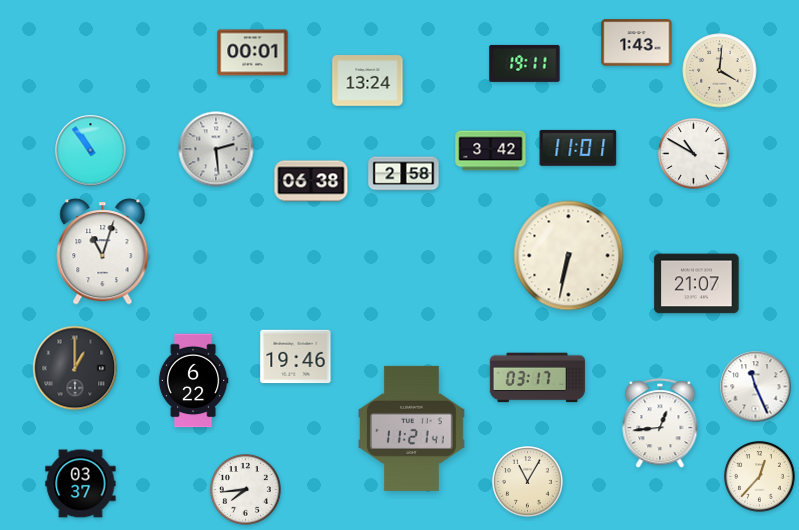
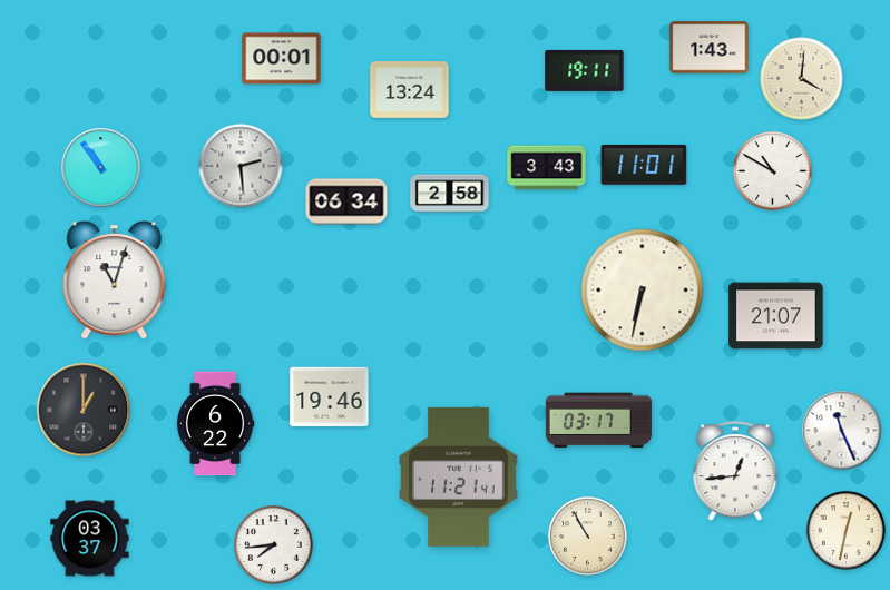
clock at (491, 151): 3:42 -> 3:43
clock at (311, 181): 06:38 -> 06:34
clock at (569, 256) position: (569, 256) -> (643, 291)
clock at (760, 477): 12:37 -> 12:32
clock at (528, 482): 11:05 -> 10:55
